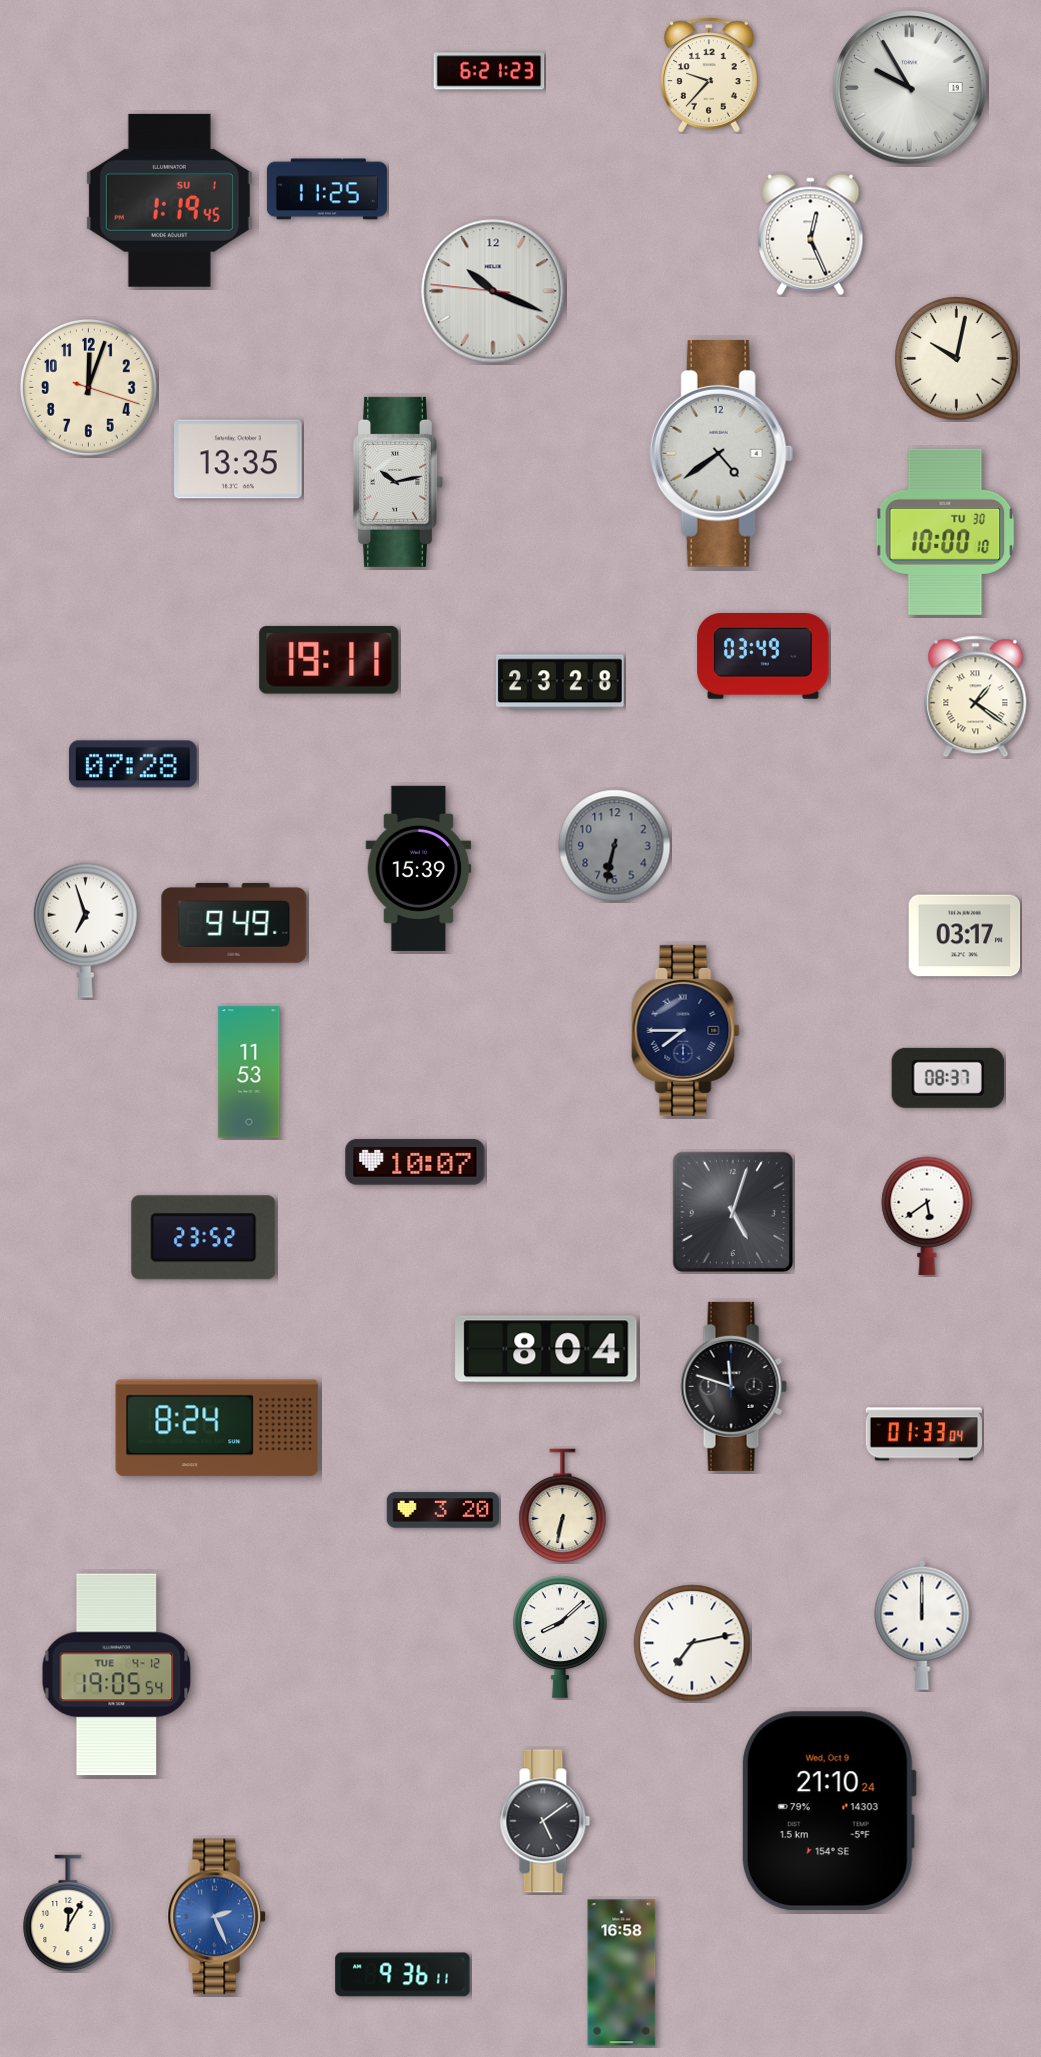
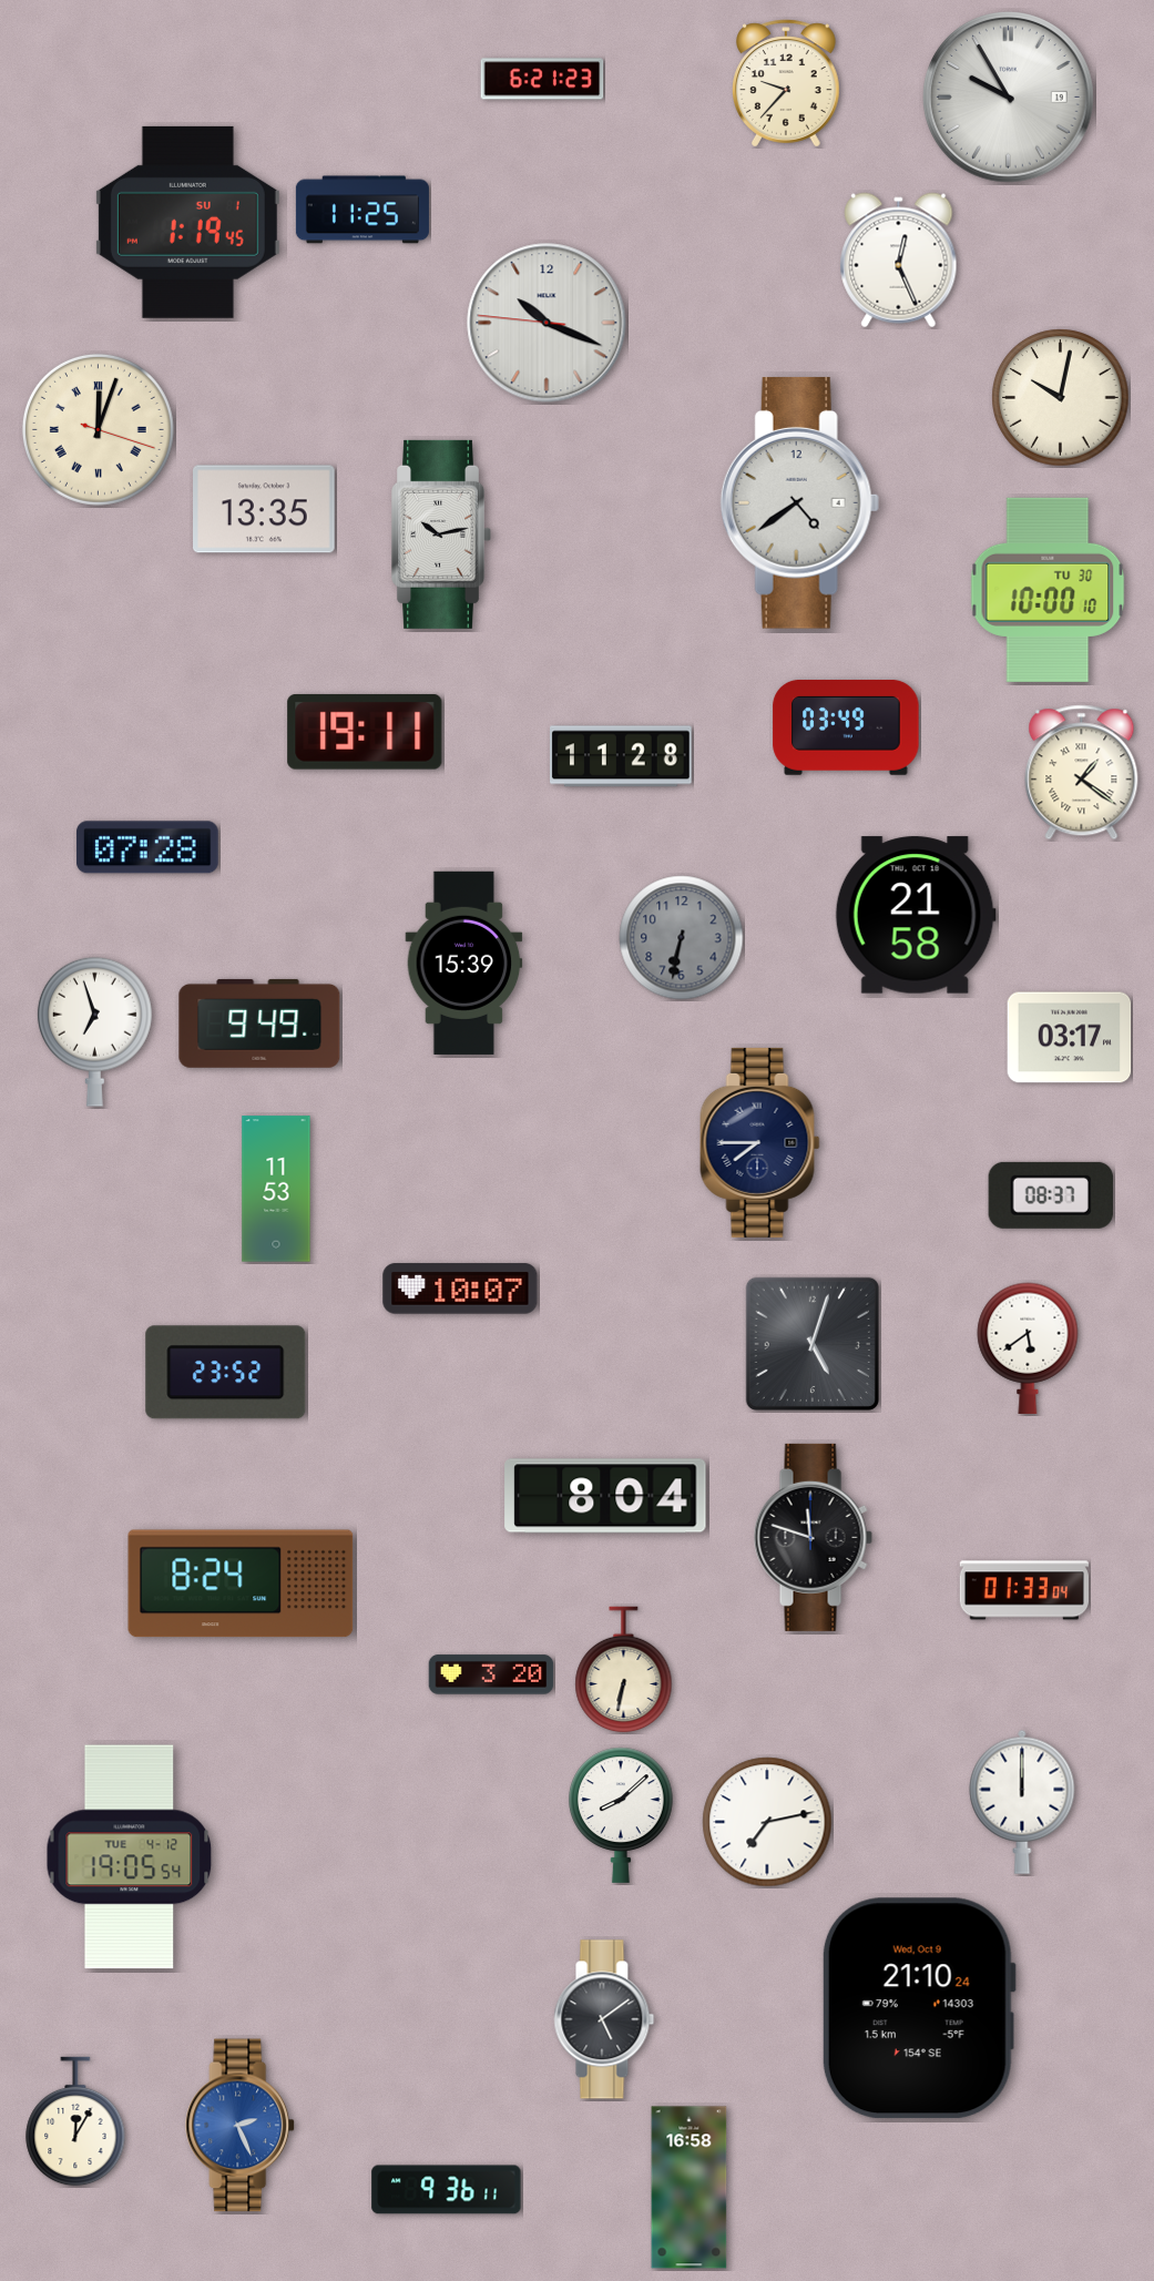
clock at (88, 387) numerals: Arabic -> Roman
clock at (561, 682): 23:28 -> 11:28
clock at (916, 915): none -> 21:58
